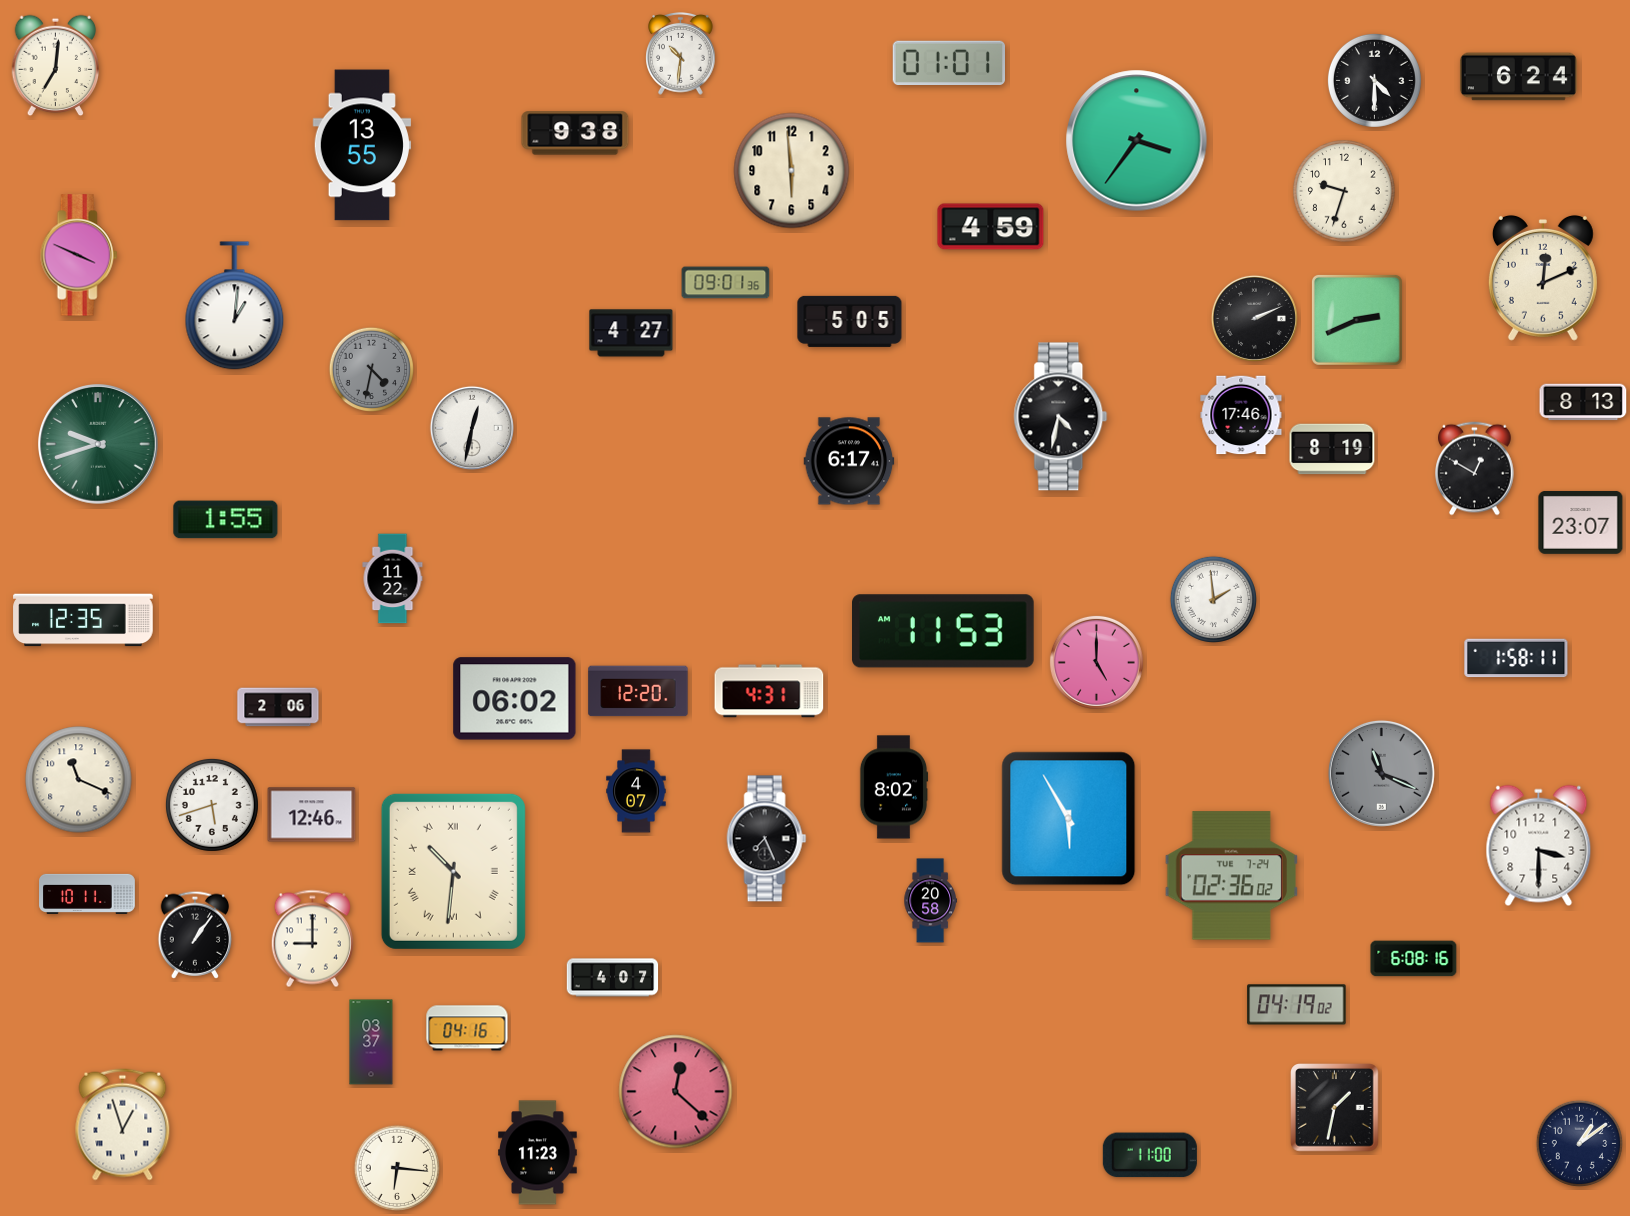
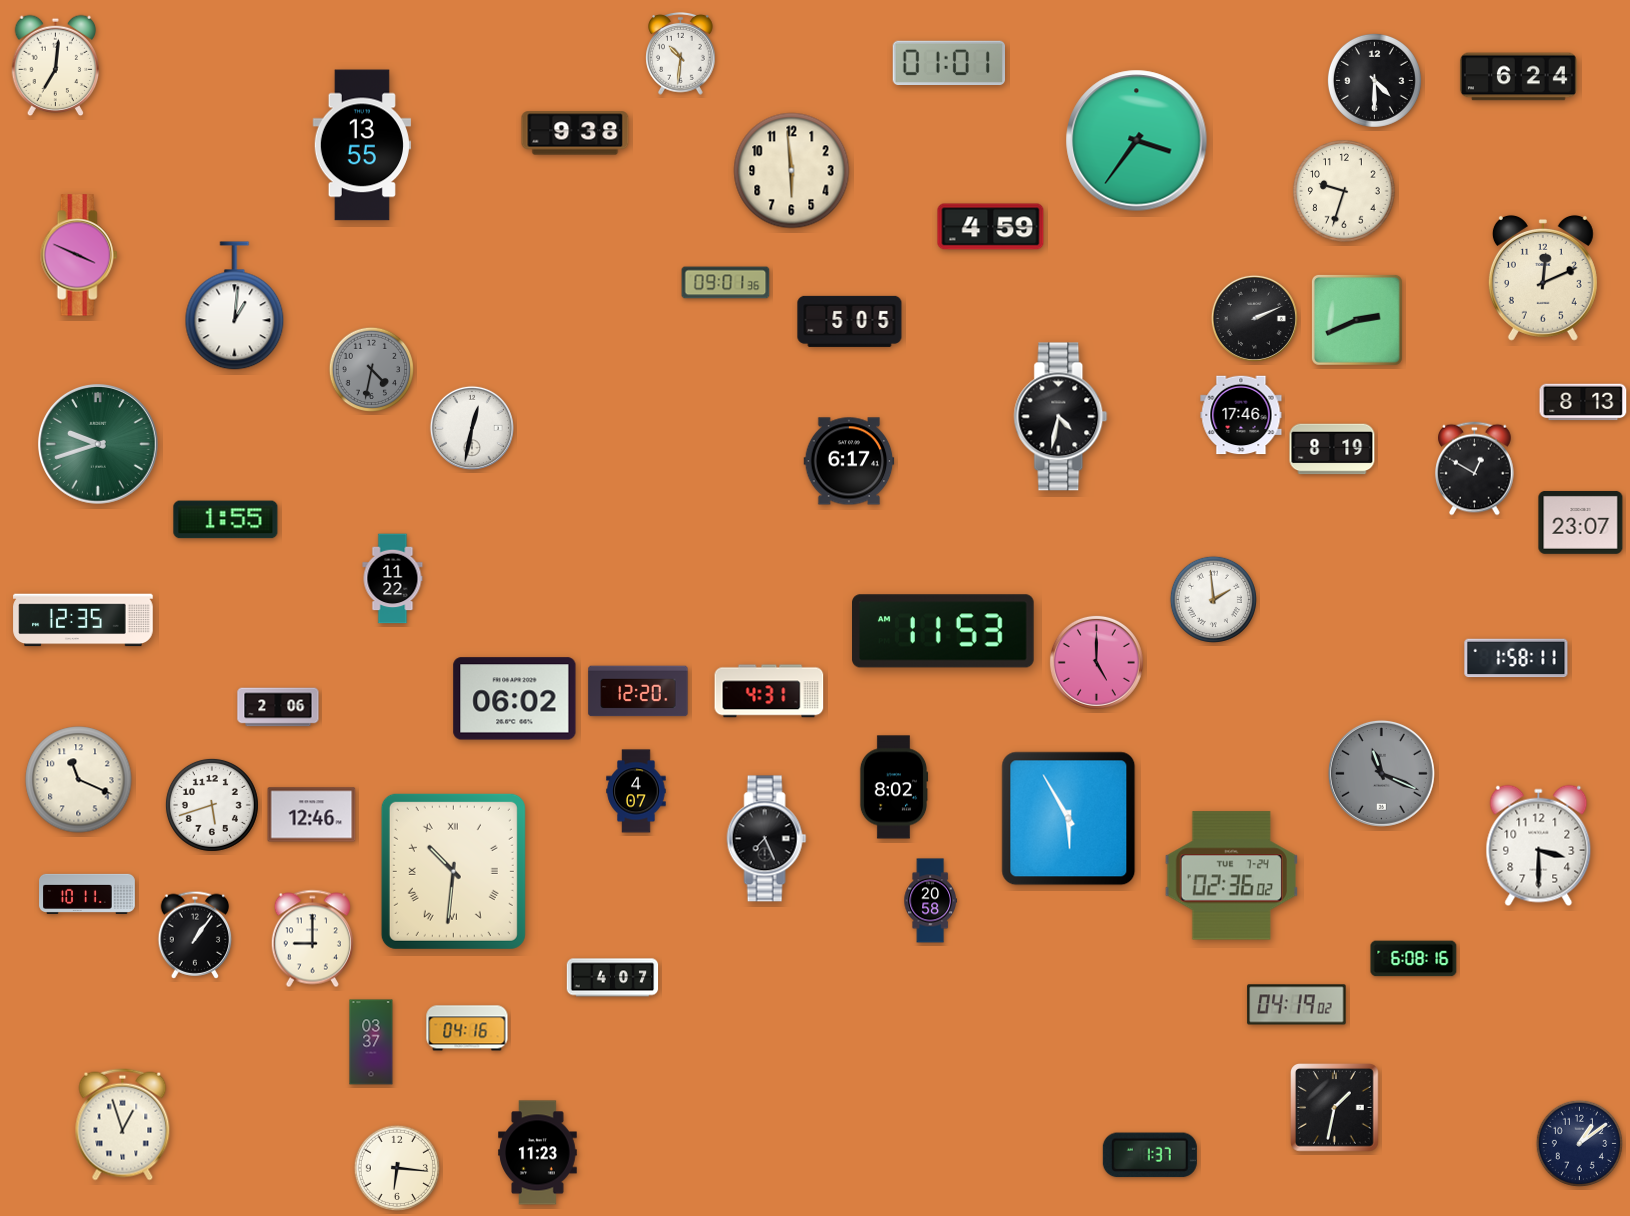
clock at (631, 333): 4:27 -> none
clock at (676, 1092): 12:22 -> none
clock at (1150, 1155): 11:00 -> 1:37
